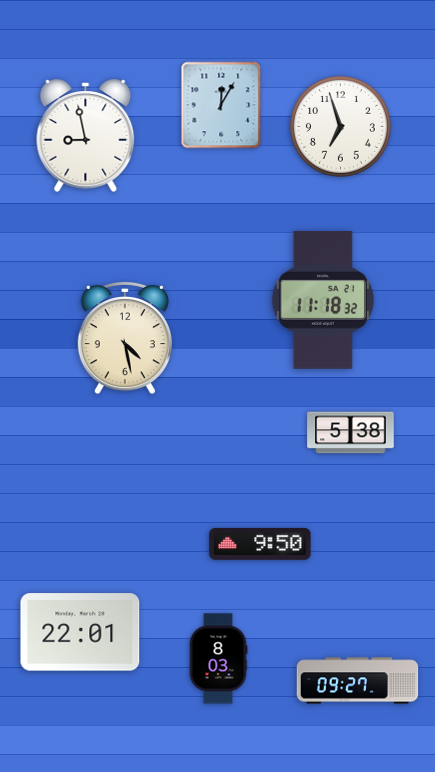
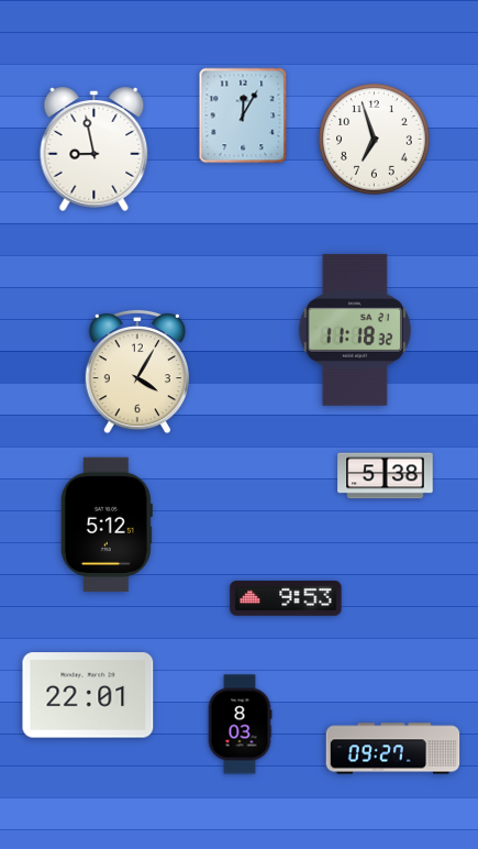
clock at (124, 338): 4:28 -> 4:05
clock at (107, 523): none -> 5:12
clock at (260, 544): 9:50 -> 9:53
